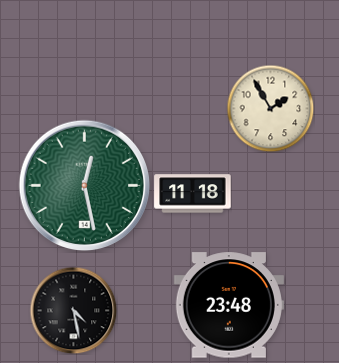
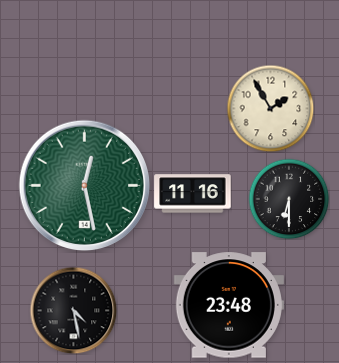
clock at (193, 194): 11:18 -> 11:16
clock at (289, 199): none -> 6:30
